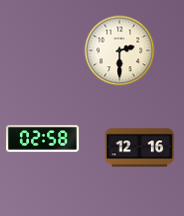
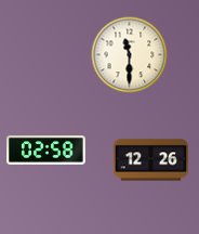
clock at (120, 51): 2:30 -> 11:30
clock at (140, 148): 12:16 -> 12:26
